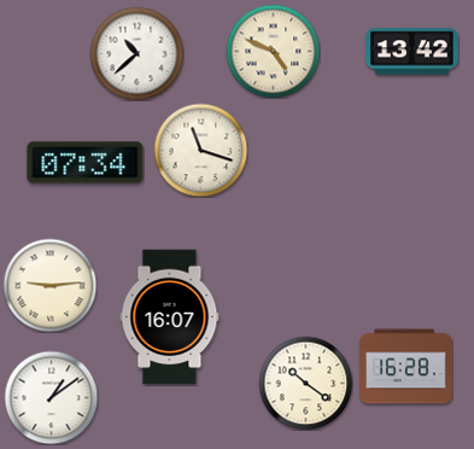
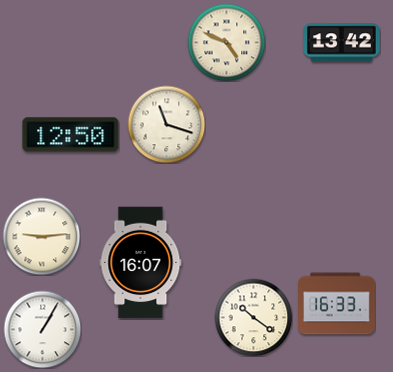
clock at (136, 53): 10:38 -> none
clock at (86, 163): 07:34 -> 12:50
clock at (406, 367): 16:28 -> 16:33
clock at (51, 397): 1:09 -> 1:05
